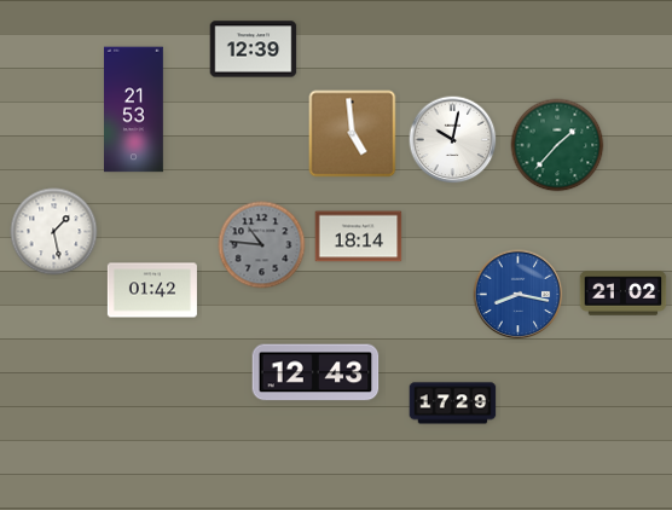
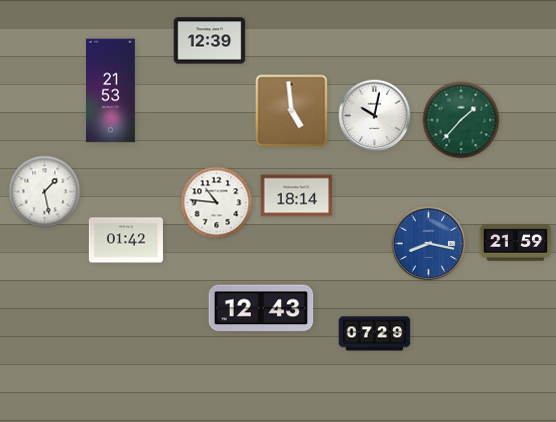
clock at (262, 245) dial: grey -> white
clock at (624, 294): 21:02 -> 21:59
clock at (453, 404): 17:29 -> 07:29
